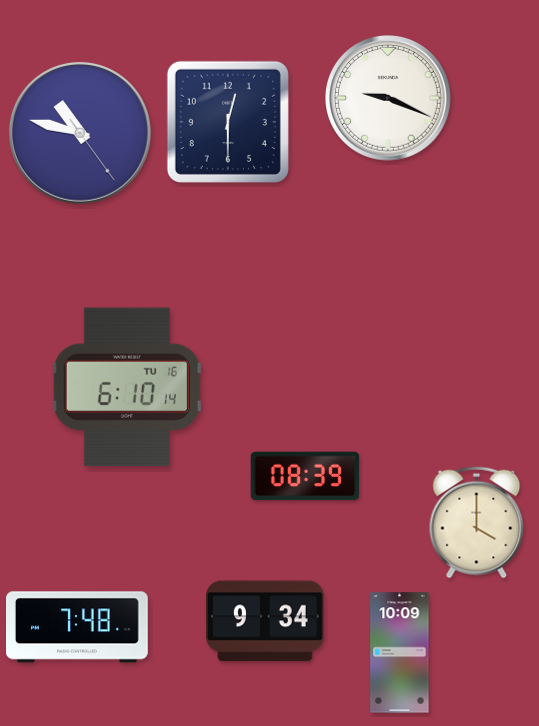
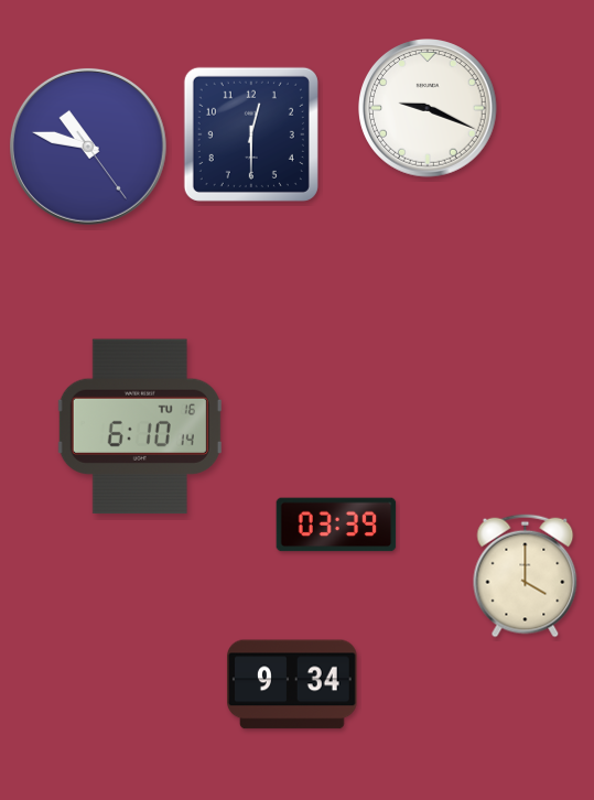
clock at (305, 476): 08:39 -> 03:39
clock at (78, 627): 7:48 -> none
clock at (400, 653): 10:09 -> none
